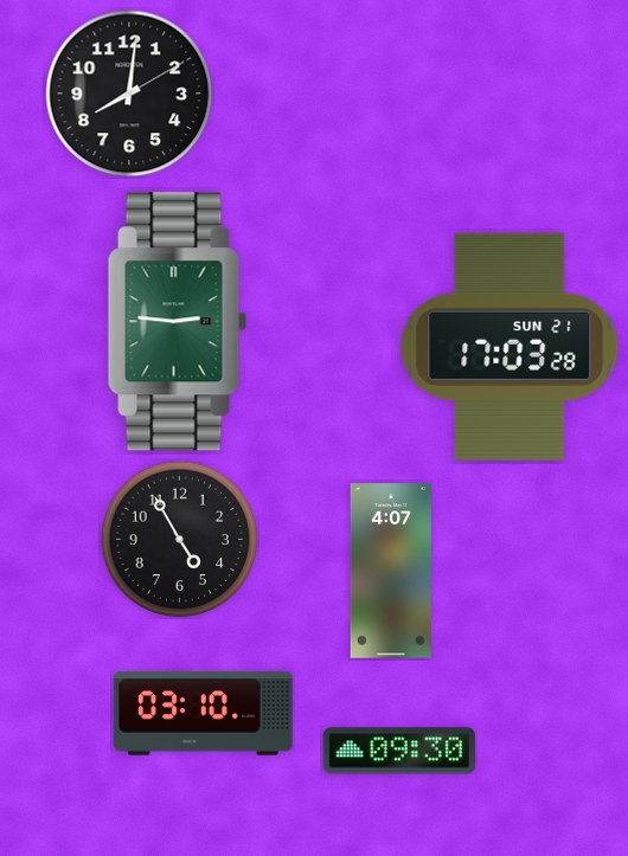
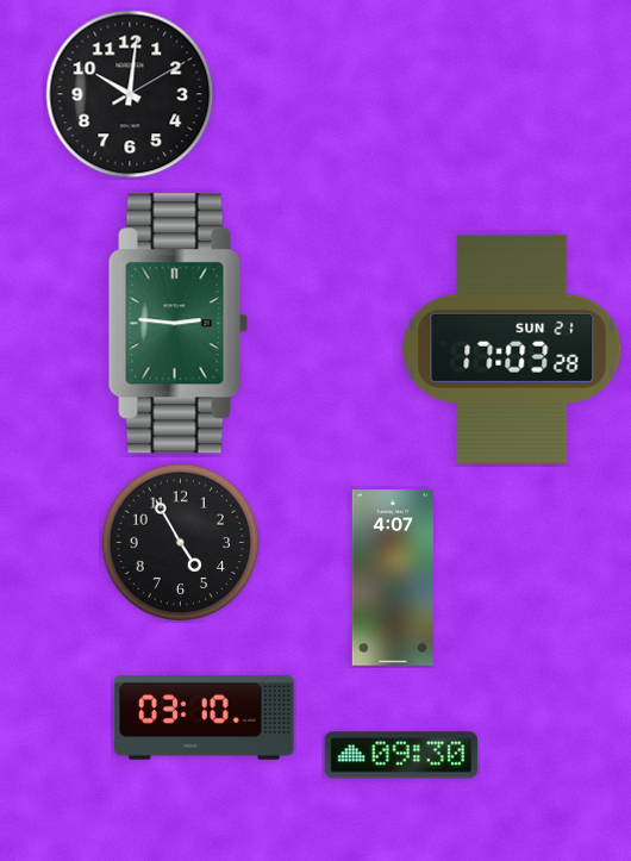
clock at (129, 94): 8:01 -> 10:01
clock at (391, 571) position: (391, 571) -> (393, 578)
